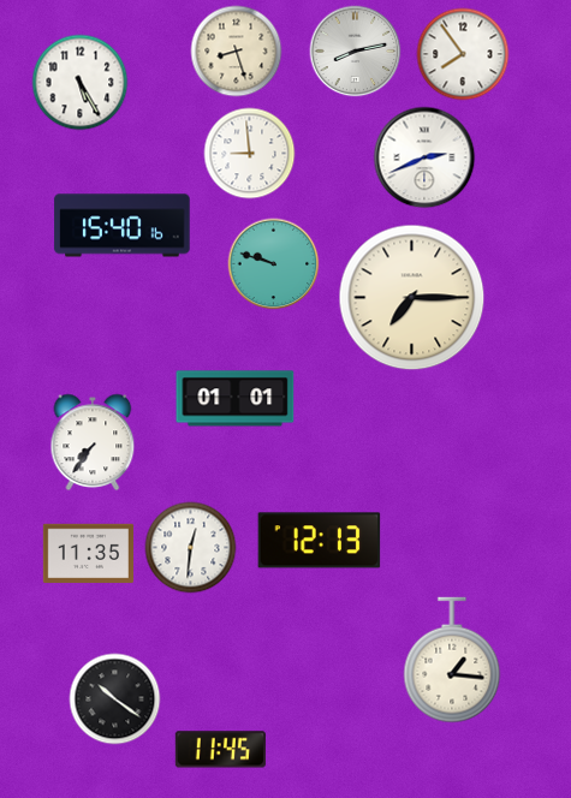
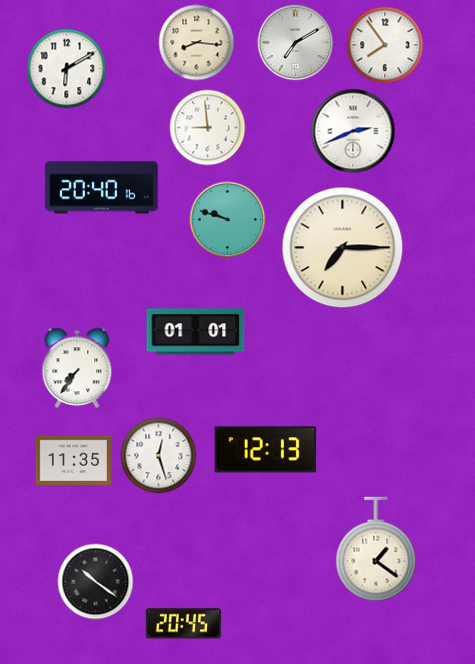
clock at (237, 52): 8:27 -> 8:16
clock at (356, 52): 8:13 -> 7:10
clock at (81, 83): 5:25 -> 6:10
clock at (123, 226): 15:40 -> 20:40
clock at (191, 548): 12:31 -> 12:27
clock at (452, 660): 1:16 -> 1:21
clock at (220, 750): 11:45 -> 20:45
